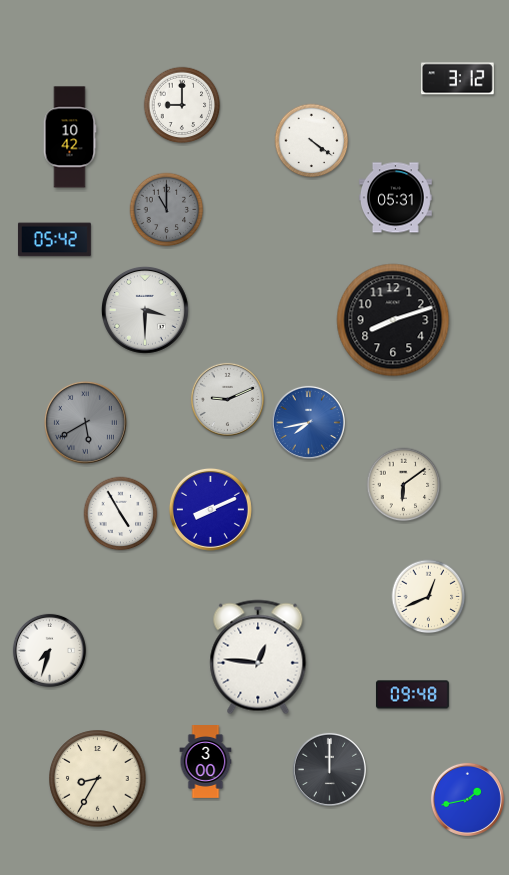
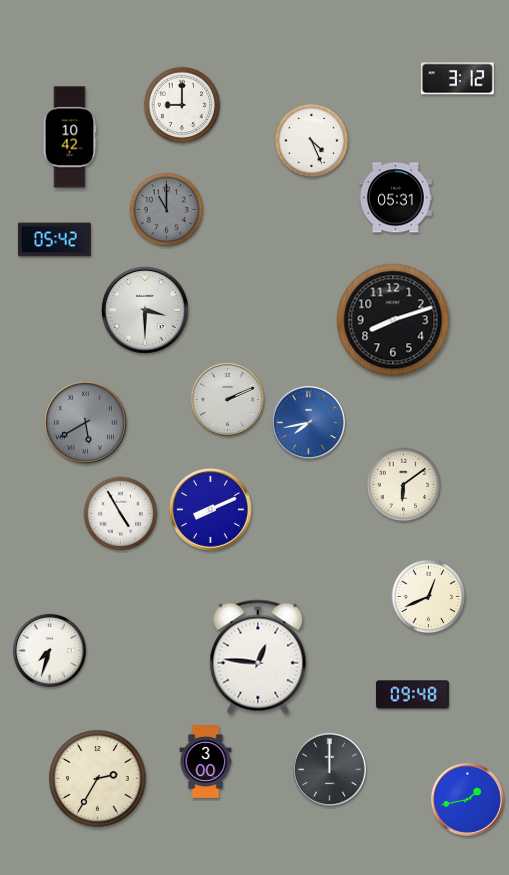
clock at (312, 141): 4:21 -> 4:26
clock at (227, 399): 9:11 -> 2:11
clock at (98, 779): 8:35 -> 2:35
